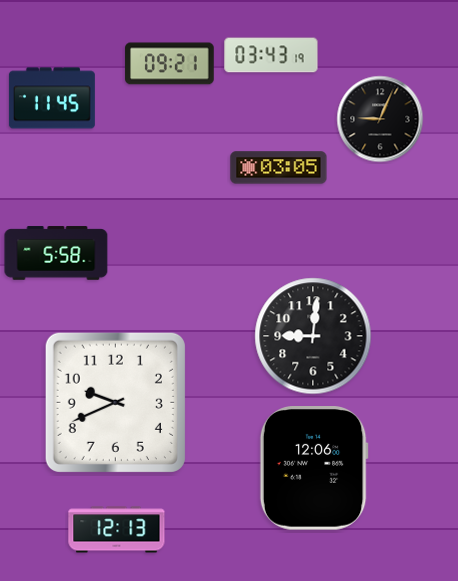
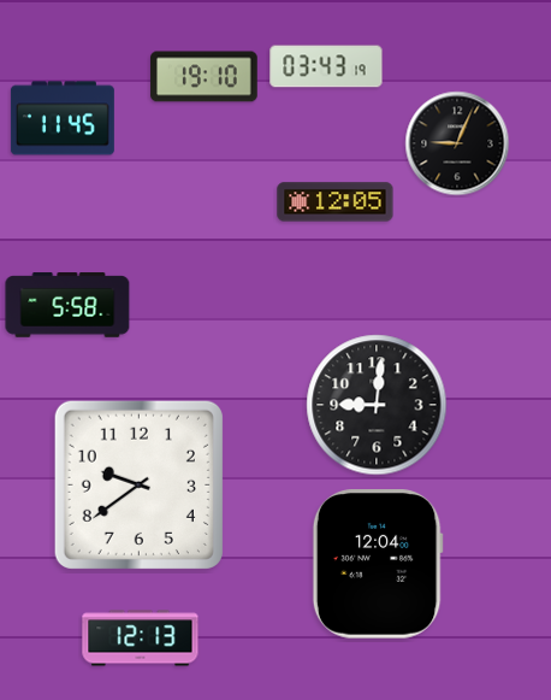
clock at (170, 64): 09:21 -> 19:10
clock at (279, 168): 03:05 -> 12:05
clock at (115, 402): 9:41 -> 9:39
clock at (314, 469): 12:06 -> 12:04
